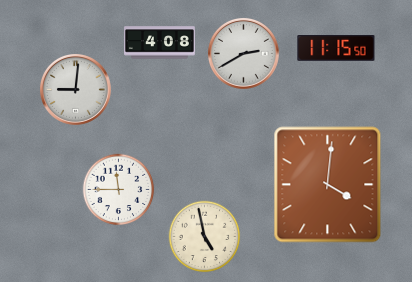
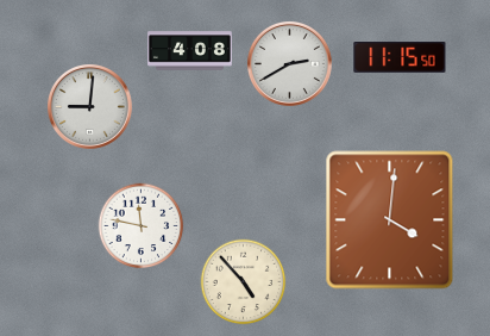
clock at (119, 190): 11:45 -> 11:47
clock at (205, 237): 4:58 -> 4:53
